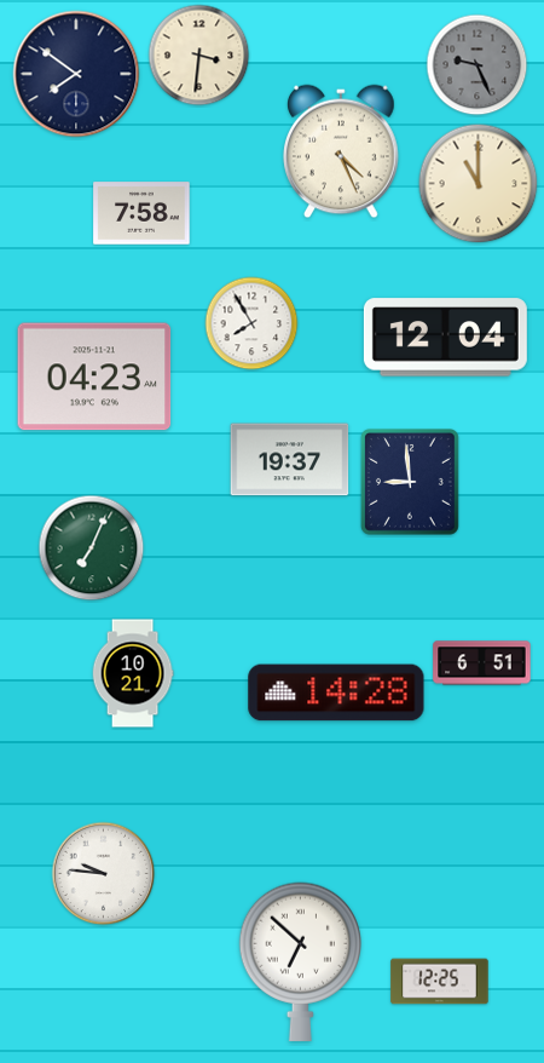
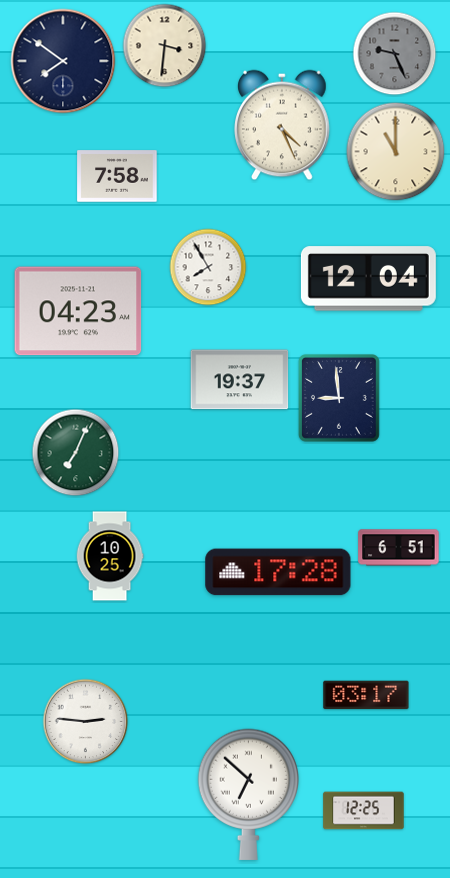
clock at (133, 673): 10:21 -> 10:25
clock at (336, 693): 14:28 -> 17:28
clock at (366, 695): none -> 03:17
clock at (104, 874): 9:46 -> 2:46
